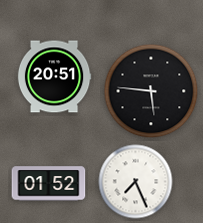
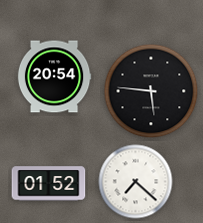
clock at (54, 77): 20:51 -> 20:54
clock at (136, 182): 7:26 -> 7:22
